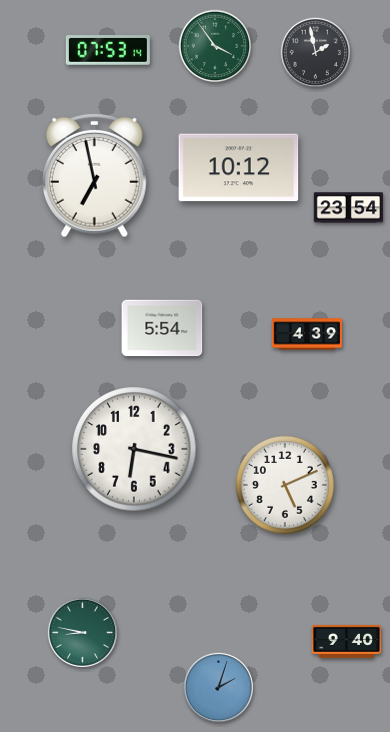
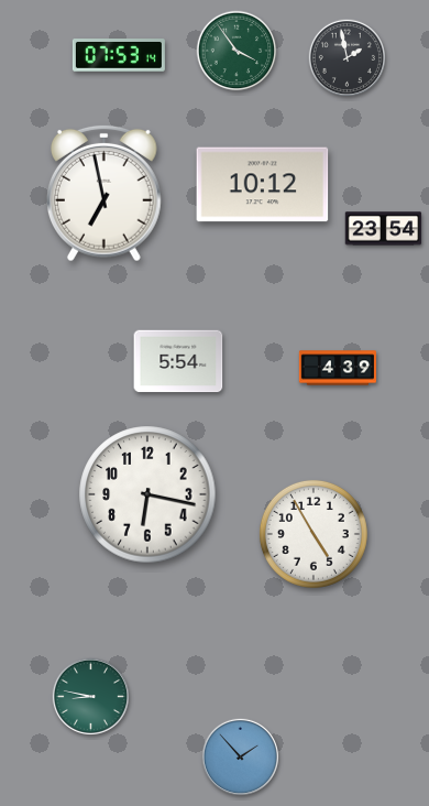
clock at (285, 485): 5:11 -> 4:55
clock at (347, 641): 9:40 -> none
clock at (218, 687): 2:03 -> 1:53
